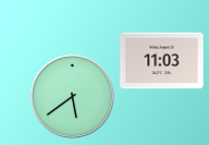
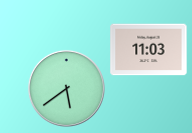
clock at (162, 61) position: (162, 61) -> (149, 50)
